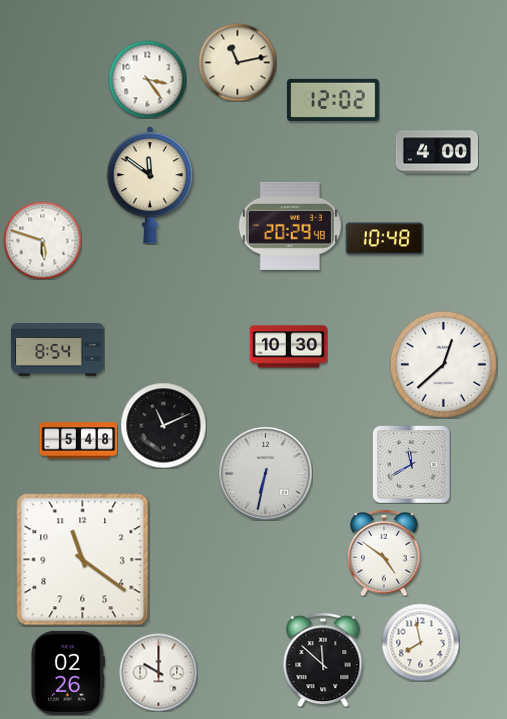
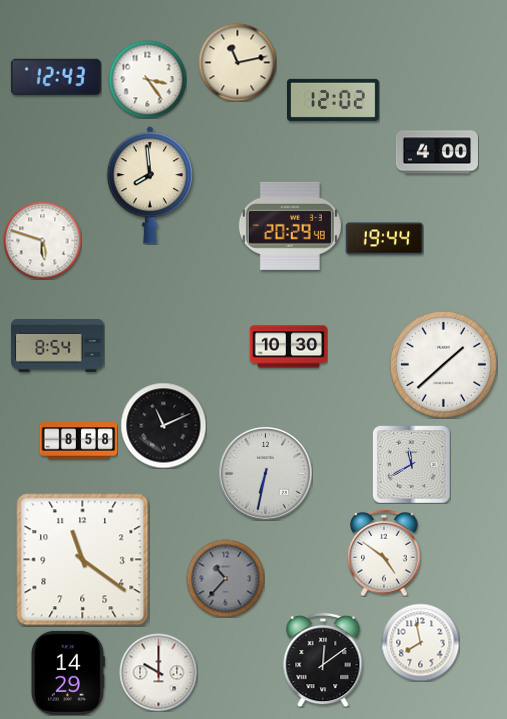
clock at (56, 77): none -> 12:43
clock at (149, 185): 11:51 -> 7:59
clock at (384, 239): 10:48 -> 19:44
clock at (58, 350) position: (58, 350) -> (58, 346)
clock at (443, 364): 12:38 -> 1:38
clock at (78, 441): 5:48 -> 8:58
clock at (225, 578): none -> 10:37
clock at (323, 660): 11:52 -> 12:09
clock at (68, 673): 02:26 -> 14:29
